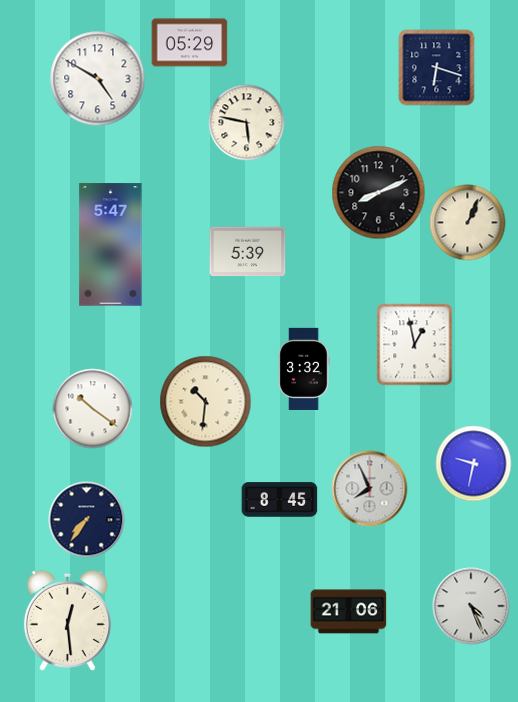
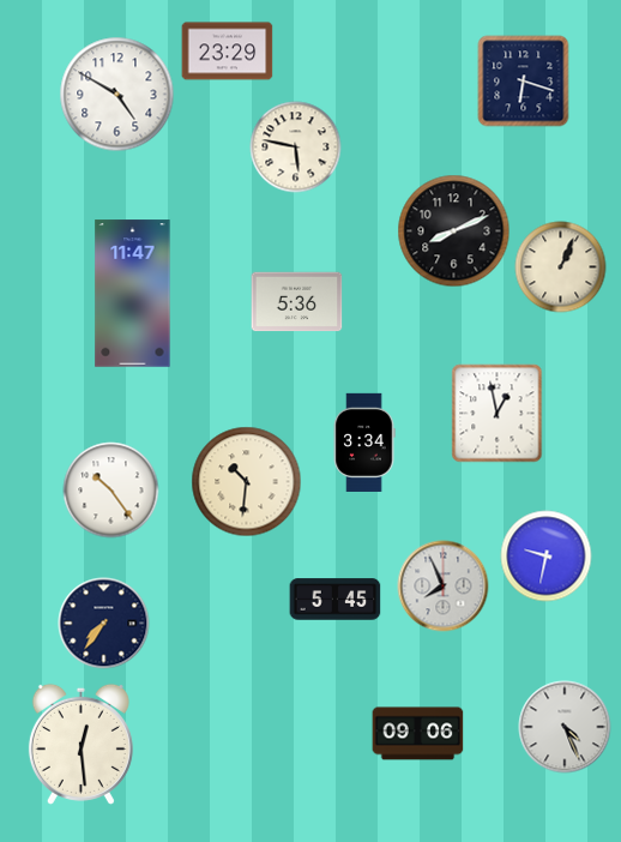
clock at (190, 43): 05:29 -> 23:29
clock at (111, 245): 5:47 -> 11:47
clock at (248, 252): 5:39 -> 5:36
clock at (304, 369): 3:32 -> 3:34
clock at (93, 409): 10:21 -> 10:24
clock at (474, 464) position: (474, 464) -> (547, 557)
clock at (280, 500): 8:45 -> 5:45
clock at (349, 612): 21:06 -> 09:06
